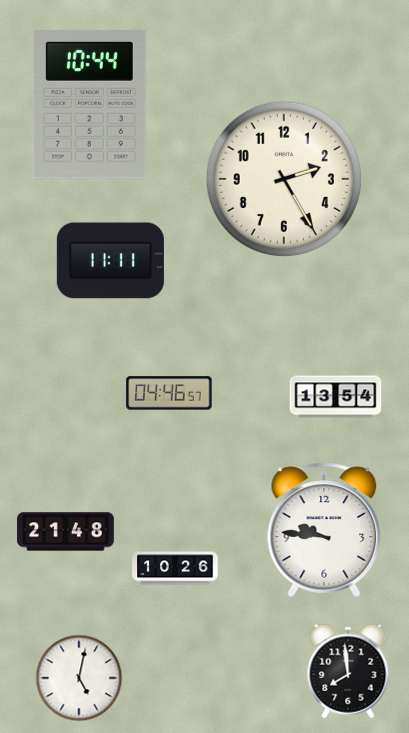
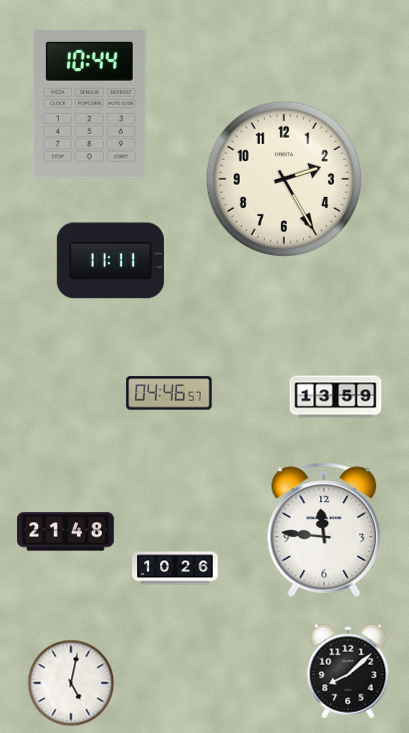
clock at (336, 397): 13:54 -> 13:59
clock at (324, 530): 9:46 -> 11:46
clock at (348, 671): 7:59 -> 8:08
clock at (79, 678) position: (79, 678) -> (71, 683)
